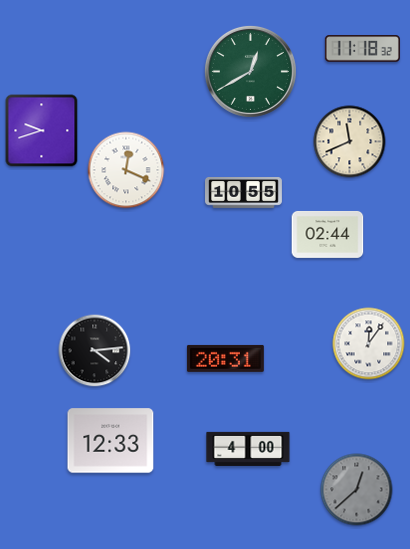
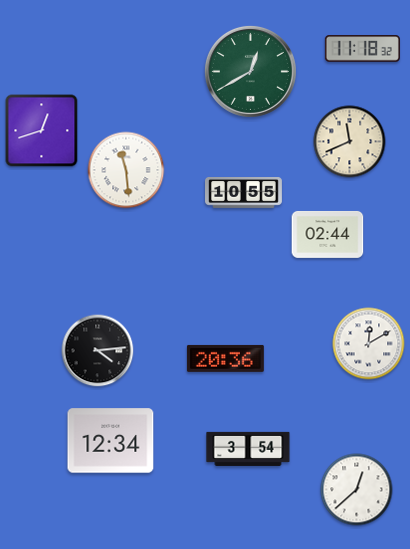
clock at (42, 131): 9:42 -> 12:42
clock at (126, 170): 12:19 -> 11:29
clock at (369, 344): 12:06 -> 12:10
clock at (95, 351) position: (95, 351) -> (98, 351)
clock at (225, 358): 20:31 -> 20:36
clock at (111, 441): 12:33 -> 12:34
clock at (248, 449): 4:00 -> 3:54
clock at (357, 490) dial: grey -> white
